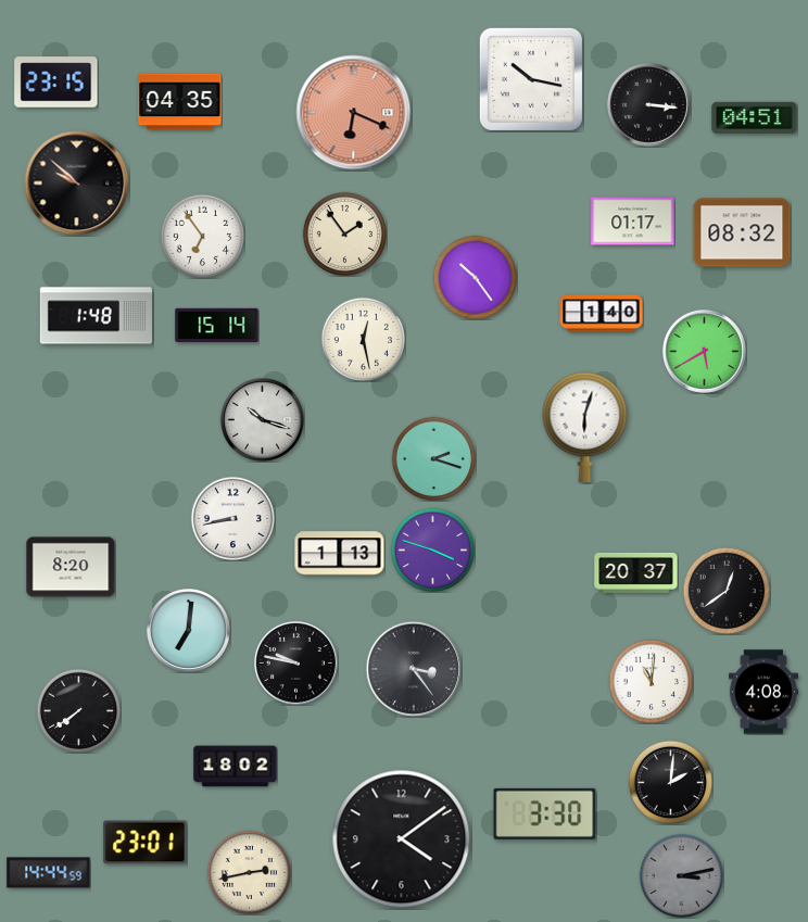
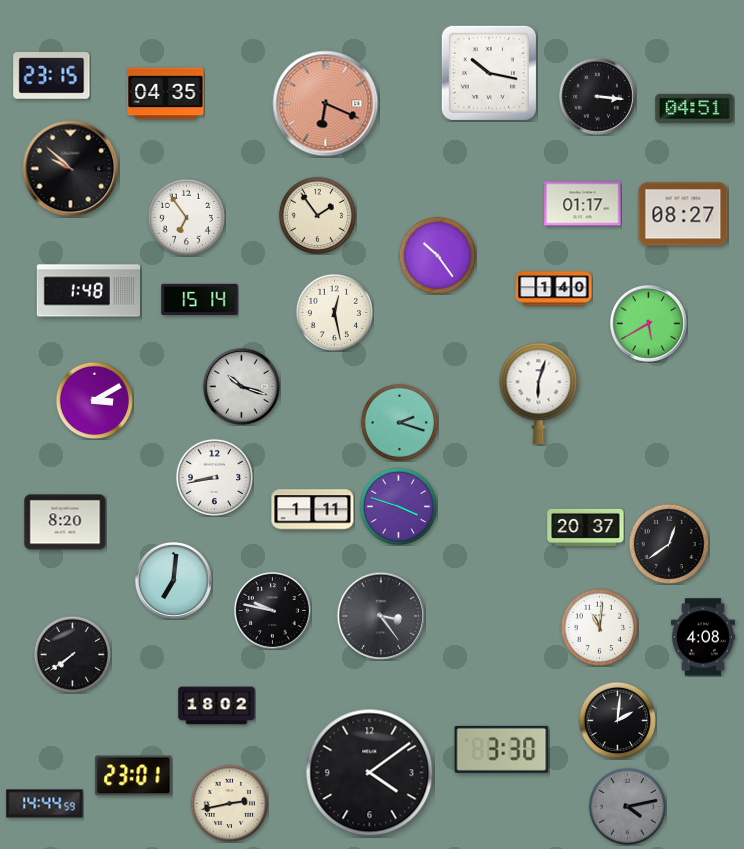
clock at (742, 232): 08:32 -> 08:27
clock at (94, 400): none -> 3:10
clock at (340, 554): 1:13 -> 1:11
clock at (681, 875): 3:13 -> 4:13
